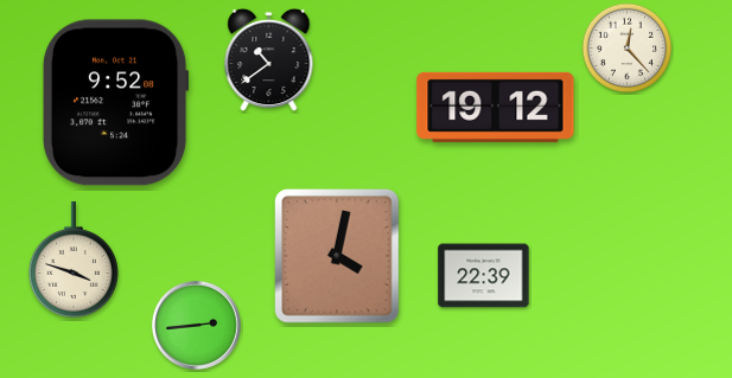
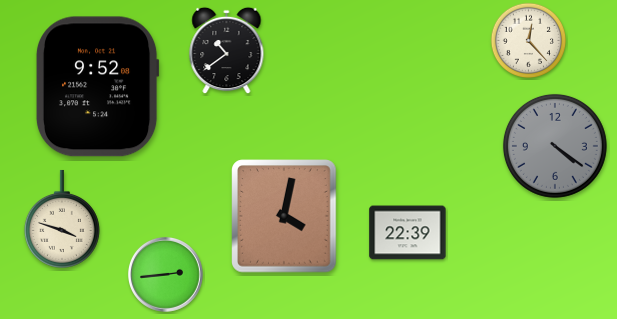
clock at (496, 107): 19:12 -> none
clock at (555, 146): none -> 4:21
